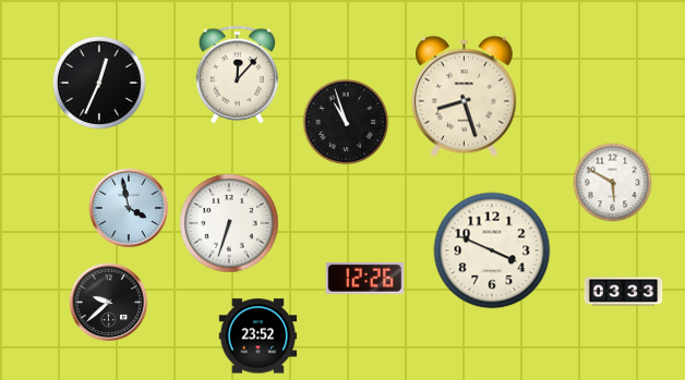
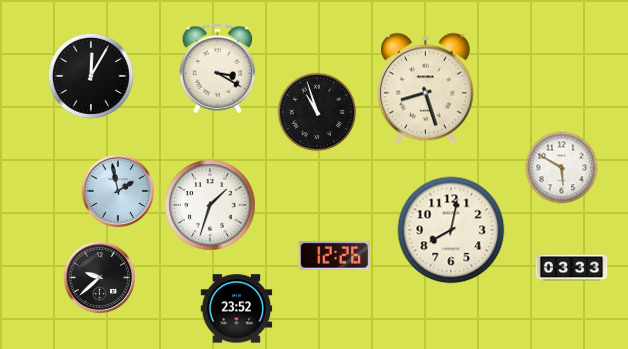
clock at (238, 75): 12:07 -> 3:20
clock at (99, 83): 12:34 -> 12:05
clock at (129, 208): 3:58 -> 1:58
clock at (229, 223): 6:33 -> 1:33
clock at (492, 250): 3:49 -> 8:02
